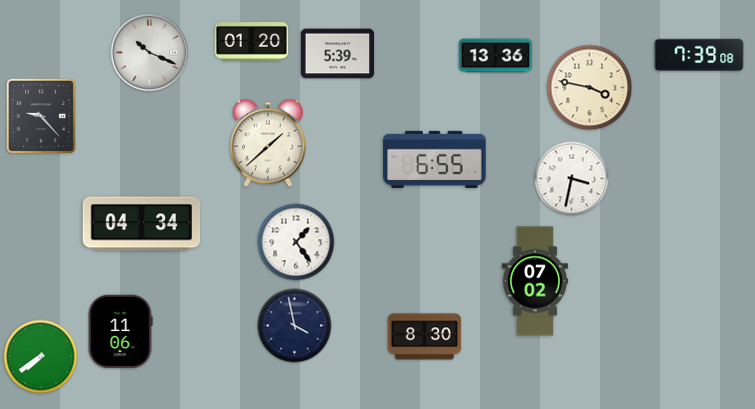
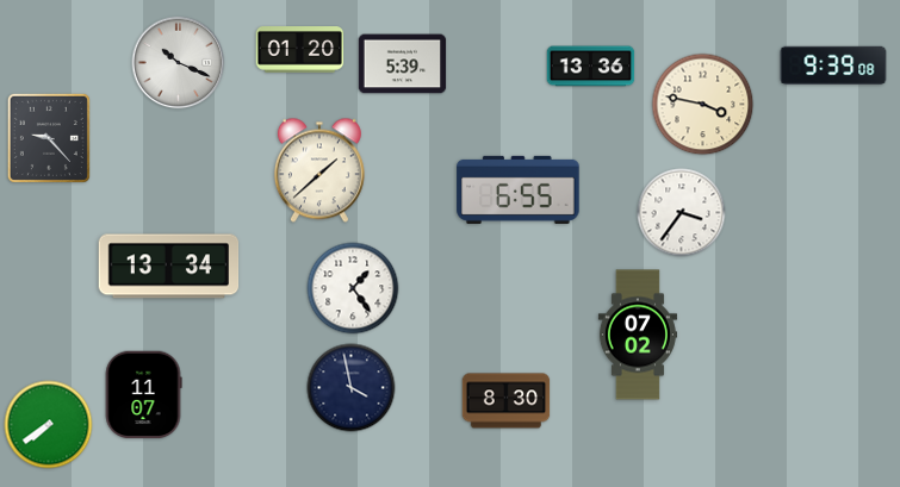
clock at (699, 55): 7:39 -> 9:39
clock at (572, 179): 3:32 -> 3:36
clock at (142, 224): 04:34 -> 13:34
clock at (120, 332): 11:06 -> 11:07
